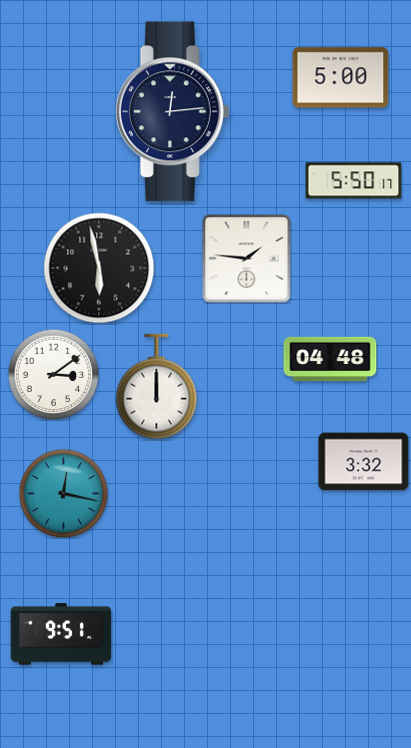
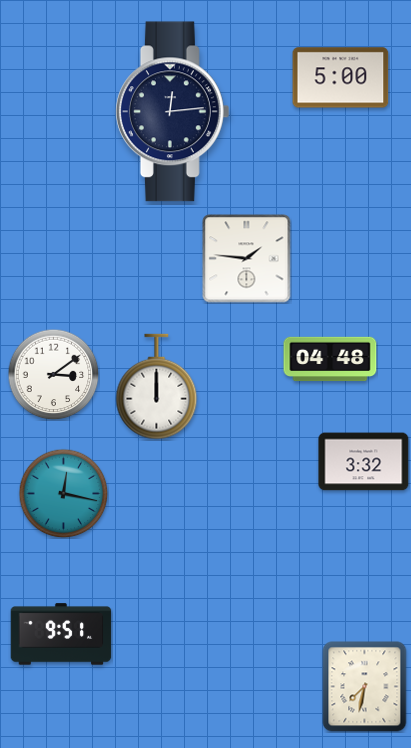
clock at (354, 181): 5:50 -> none
clock at (99, 268): 5:58 -> none
clock at (365, 687): none -> 7:32
